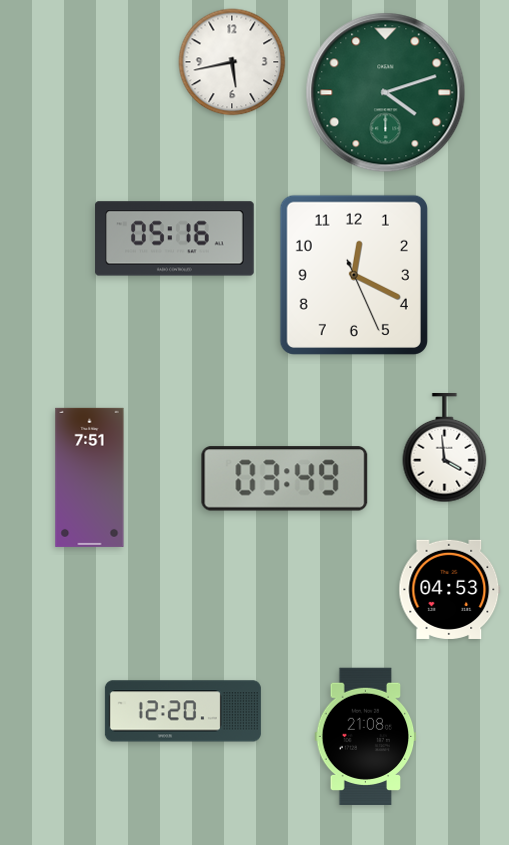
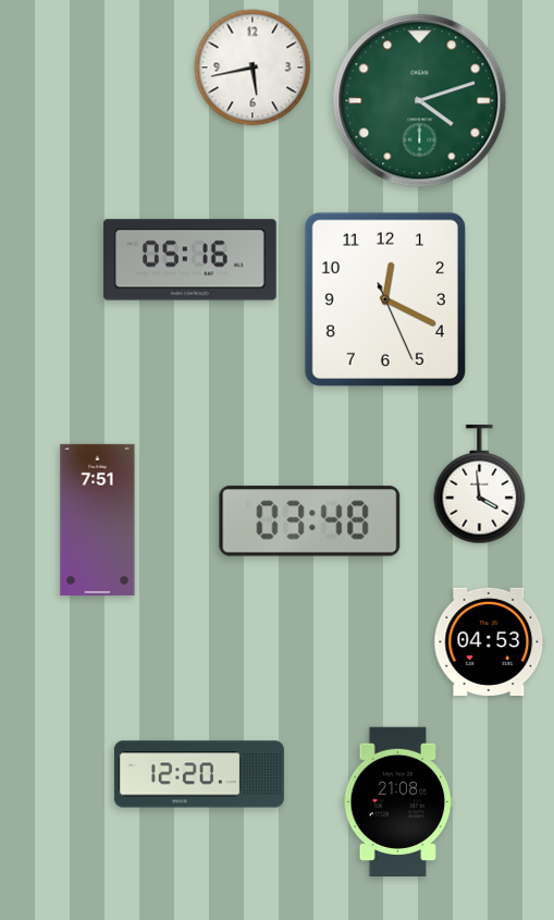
clock at (445, 449) position: (445, 449) -> (480, 486)
clock at (285, 479): 03:49 -> 03:48
